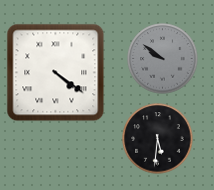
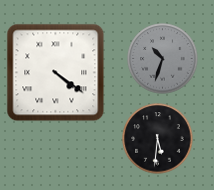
clock at (163, 59): 9:51 -> 10:33
